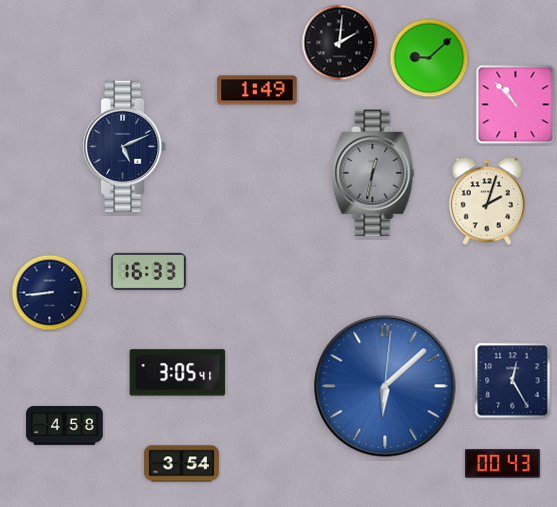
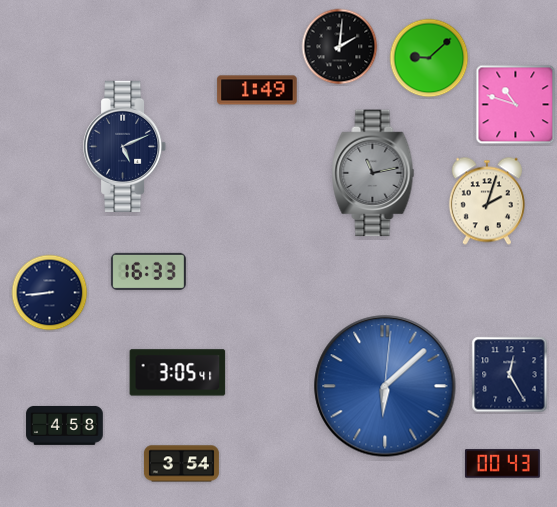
clock at (340, 43) position: (340, 43) -> (340, 47)
clock at (516, 105): 10:53 -> 10:48
clock at (373, 173): 12:32 -> 11:13
clock at (513, 381) position: (513, 381) -> (510, 375)
